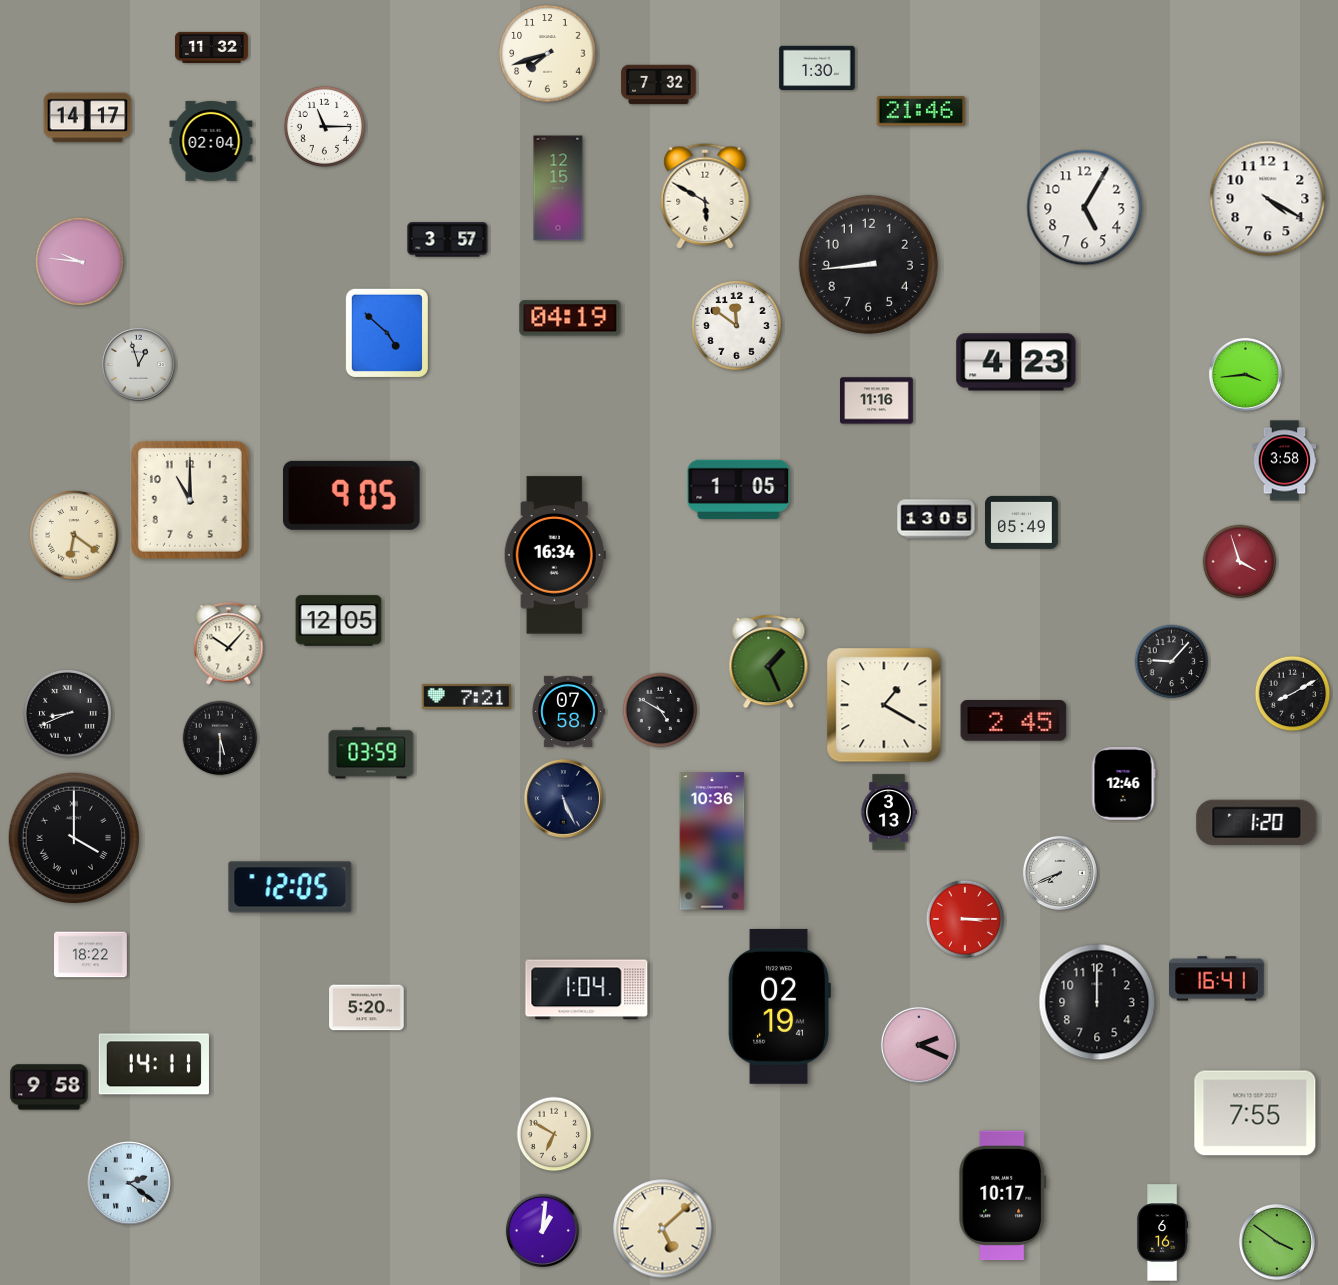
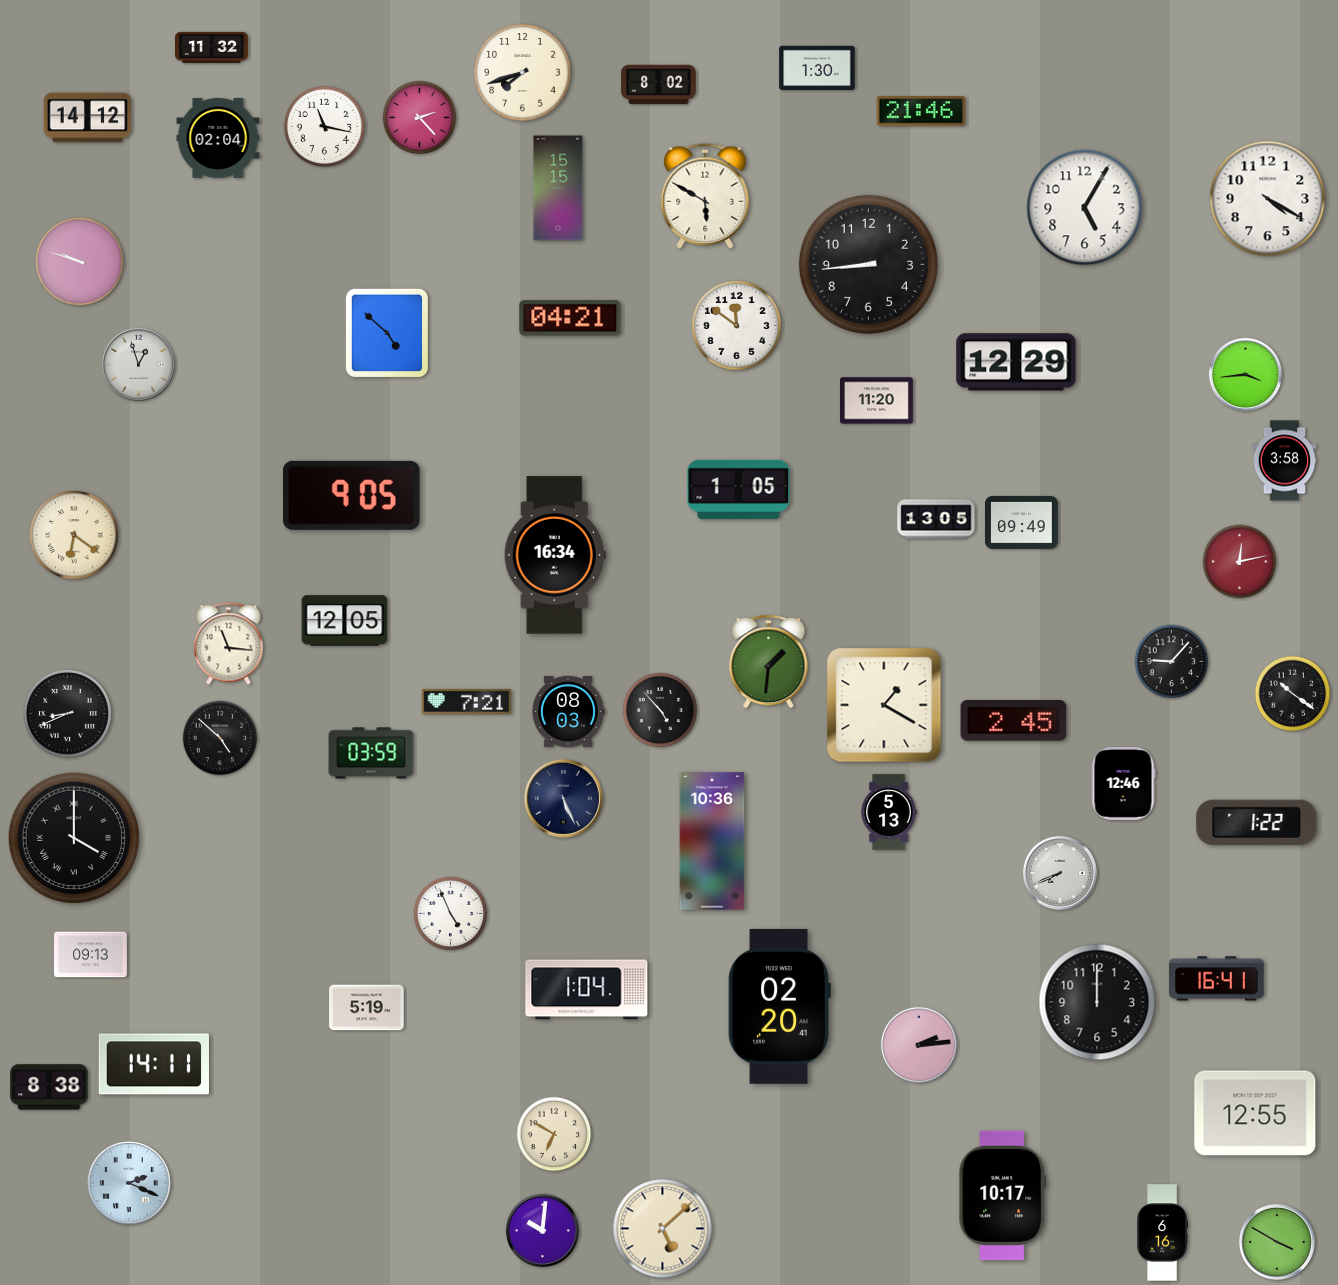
clock at (548, 54) position: (548, 54) -> (523, 73)
clock at (659, 85): 7:32 -> 8:02
clock at (88, 118): 14:17 -> 14:12
clock at (420, 118): none -> 2:23
clock at (324, 126): 11:15 -> 11:17
clock at (211, 141) position: (211, 141) -> (218, 138)
clock at (558, 188): 12:15 -> 15:15
clock at (448, 240): 3:57 -> none
clock at (79, 261): 9:46 -> 9:48
clock at (570, 318): 04:19 -> 04:21
clock at (1016, 362): 4:23 -> 12:29
clock at (877, 401): 11:16 -> 11:20
clock at (190, 500): 11:00 -> none
clock at (1022, 522): 05:49 -> 09:49
clock at (1240, 562): 3:57 -> 12:13
clock at (339, 621) position: (339, 621) -> (345, 621)
clock at (229, 644): 10:07 -> 11:16
clock at (769, 661): 1:26 -> 1:31
clock at (1293, 694): 8:10 -> 10:21
clock at (466, 696) position: (466, 696) -> (466, 701)
clock at (660, 710): 4:50 -> 4:53
clock at (568, 711): 07:58 -> 08:03
clock at (220, 738): 5:30 -> 4:52
clock at (889, 812): 3:13 -> 5:13
clock at (1257, 822): 1:20 -> 1:22
clock at (290, 887): 12:05 -> none
clock at (451, 914): none -> 4:56
clock at (965, 919): 3:15 -> none
clock at (91, 955): 18:22 -> 09:13
clock at (779, 1006): 02:19 -> 02:20
clock at (367, 1008): 5:20 -> 5:19
clock at (919, 1045): 2:19 -> 2:14
clock at (49, 1087): 9:58 -> 8:38
clock at (1255, 1113): 7:55 -> 12:55
clock at (129, 1183): 2:21 -> 2:19
clock at (542, 1230): 1:01 -> 10:01
clock at (1277, 1242): 3:51 -> 3:50
